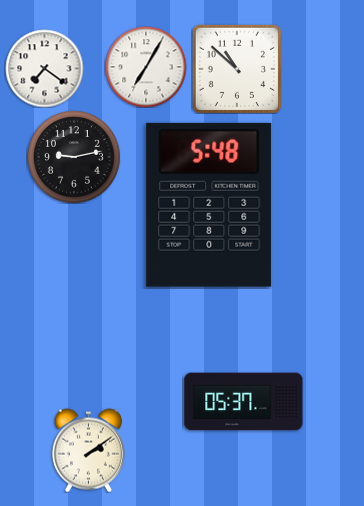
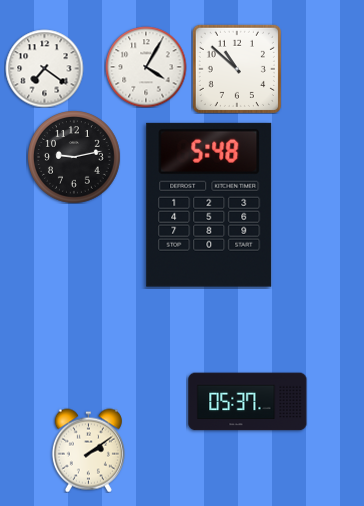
clock at (146, 67): 7:05 -> 4:05
clock at (244, 402) position: (244, 402) -> (248, 402)
